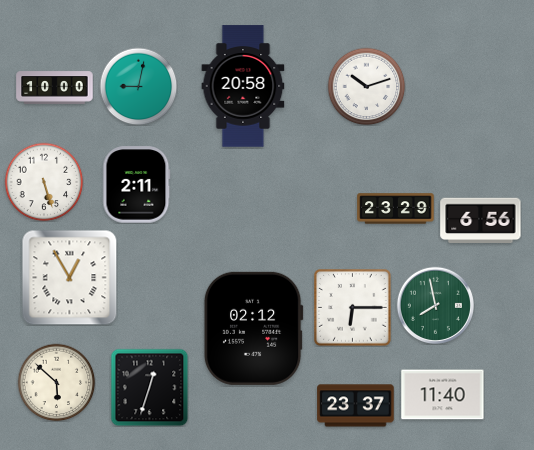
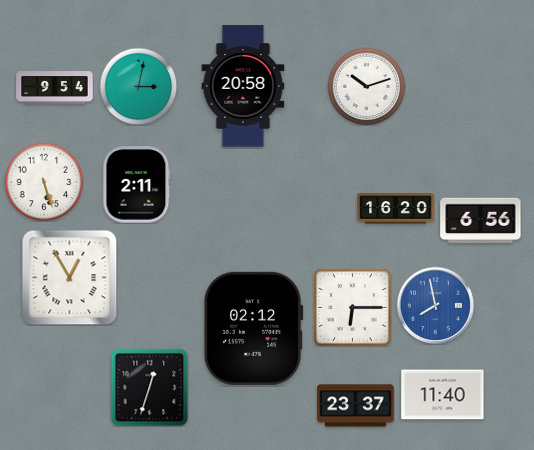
clock at (138, 86): 9:02 -> 3:02
clock at (55, 88): 10:00 -> 9:54
clock at (396, 209): 23:29 -> 16:20
clock at (435, 305) dial: green -> blue
clock at (56, 382): 5:52 -> none
